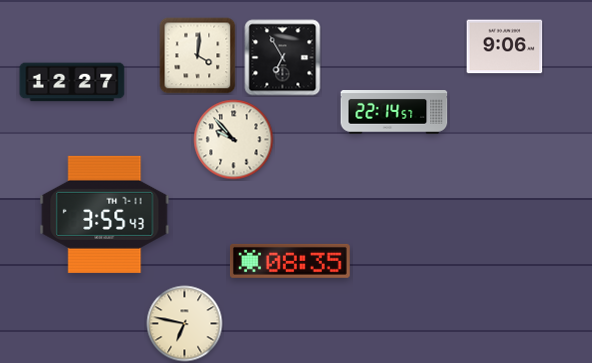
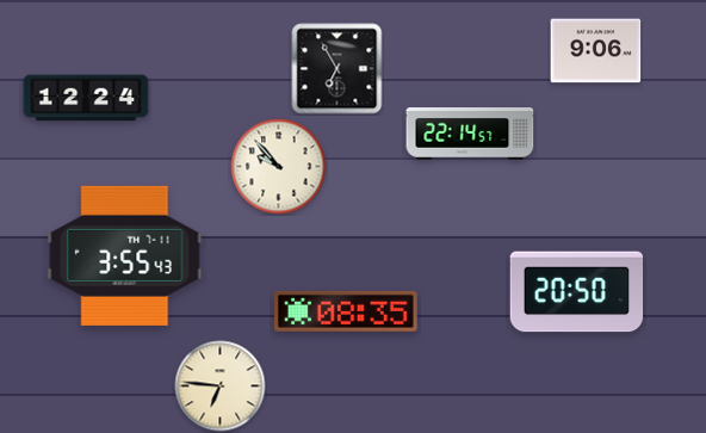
clock at (505, 47) position: (505, 47) -> (596, 51)
clock at (198, 56): 4:01 -> none
clock at (72, 82): 12:27 -> 12:24
clock at (577, 292): none -> 20:50
clock at (185, 324): 6:47 -> 6:46
